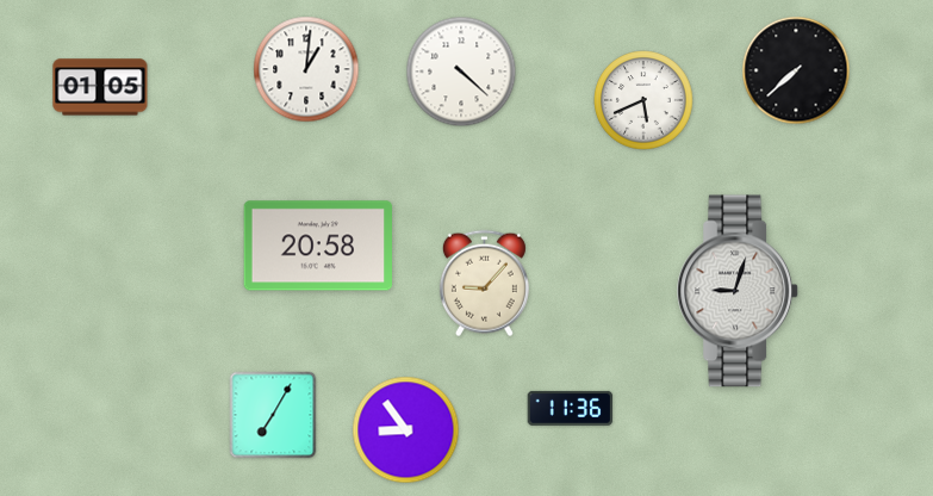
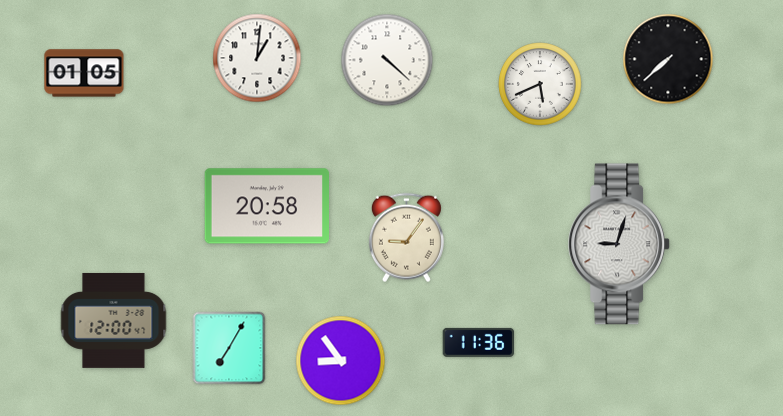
clock at (484, 284): 9:07 -> 9:06
clock at (114, 320): none -> 12:00
